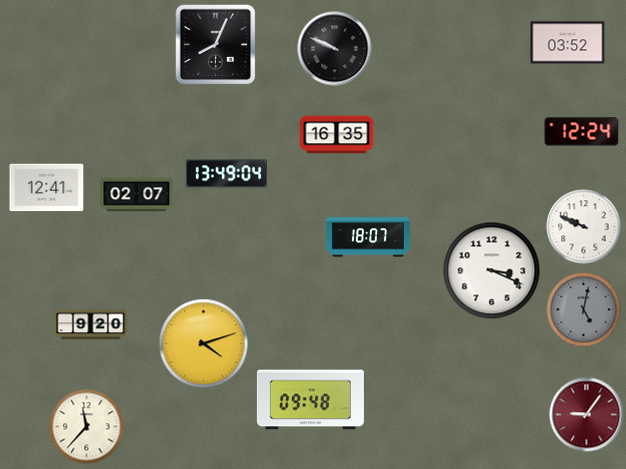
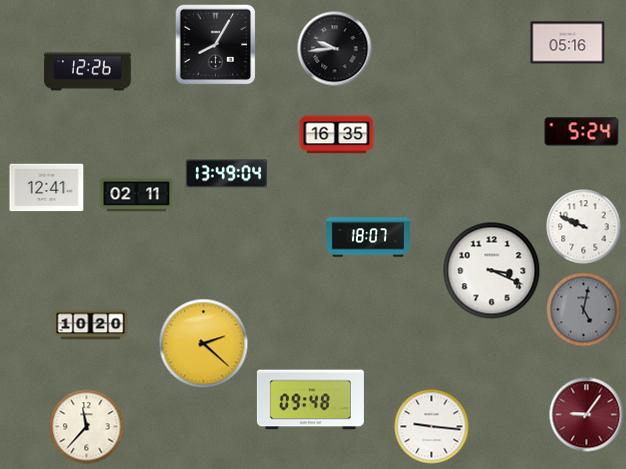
clock at (568, 43): 03:52 -> 05:16
clock at (216, 45): 8:04 -> 8:05
clock at (335, 49): 9:49 -> 9:44
clock at (88, 72): none -> 12:26
clock at (582, 132): 12:24 -> 5:24
clock at (137, 195): 02:07 -> 02:11
clock at (91, 325): 9:20 -> 10:20
clock at (204, 344): 4:12 -> 2:22
clock at (432, 427): none -> 9:16
